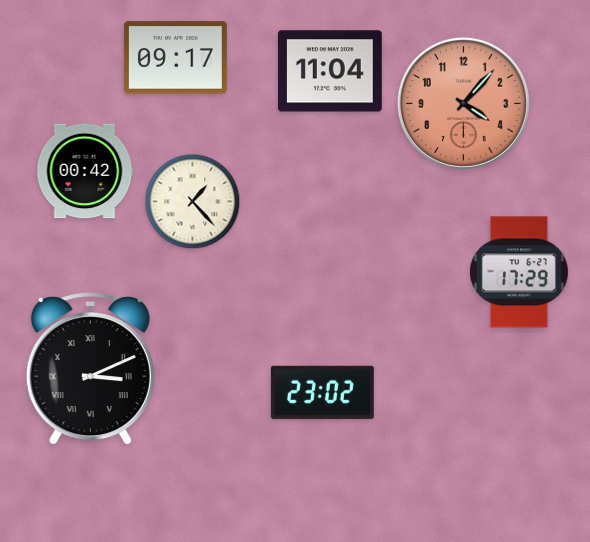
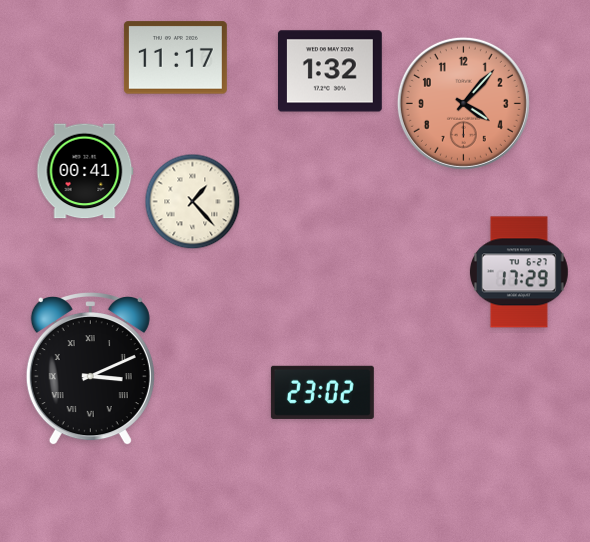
clock at (175, 58): 09:17 -> 11:17
clock at (330, 71): 11:04 -> 1:32
clock at (85, 171): 00:42 -> 00:41
